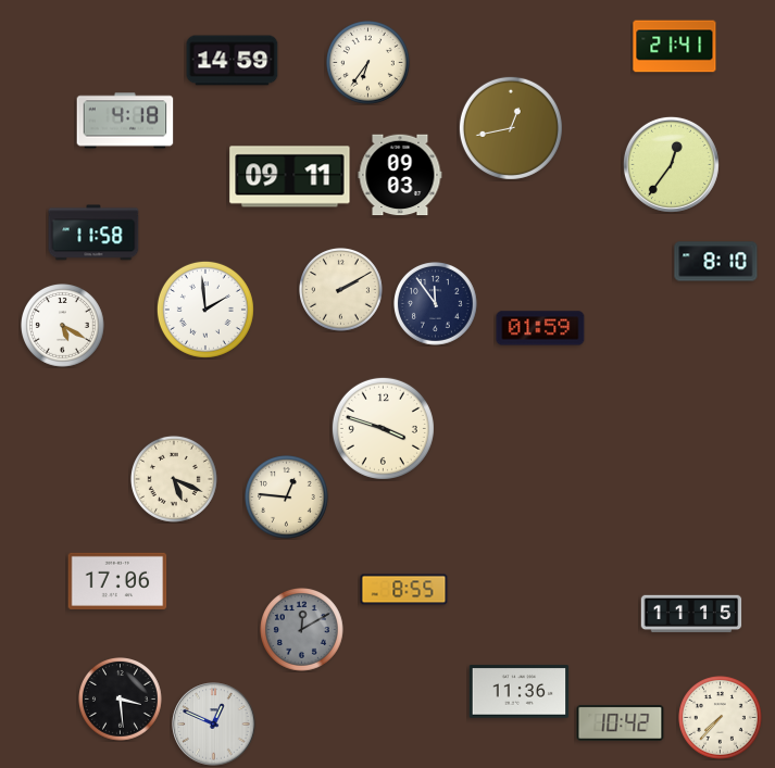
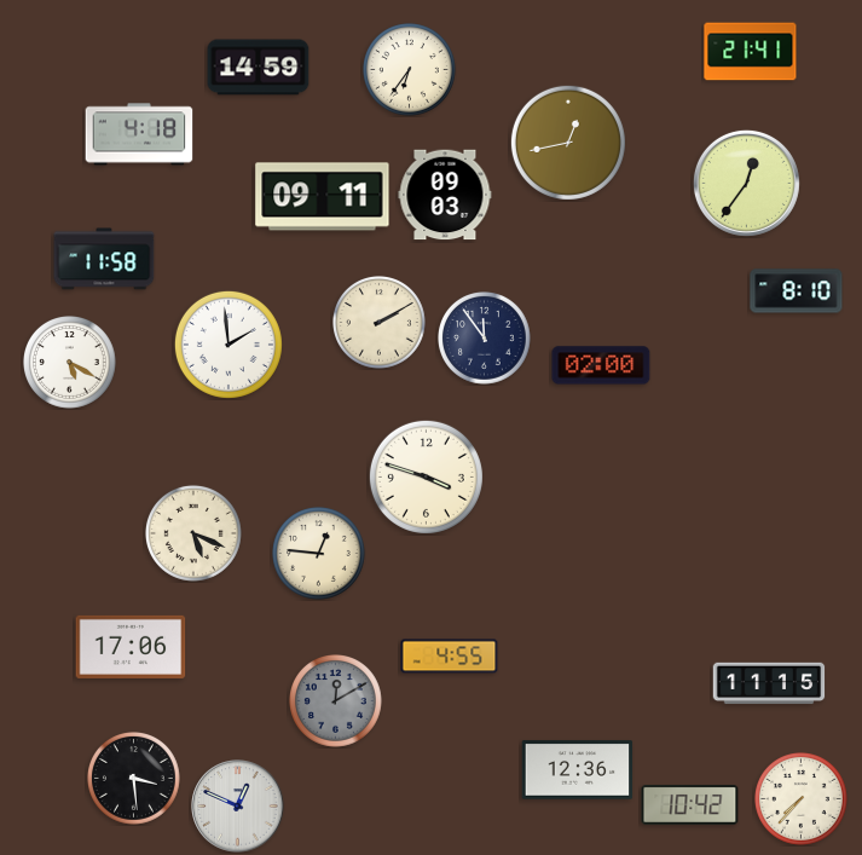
clock at (540, 328): 01:59 -> 02:00
clock at (404, 590): 8:55 -> 4:55
clock at (520, 692): 11:36 -> 12:36
